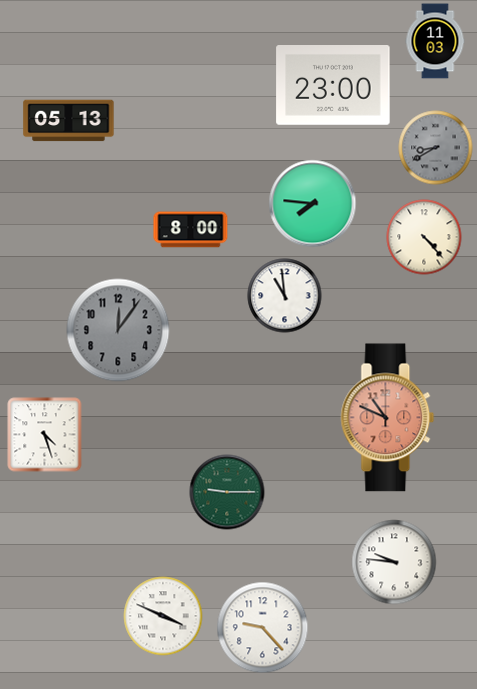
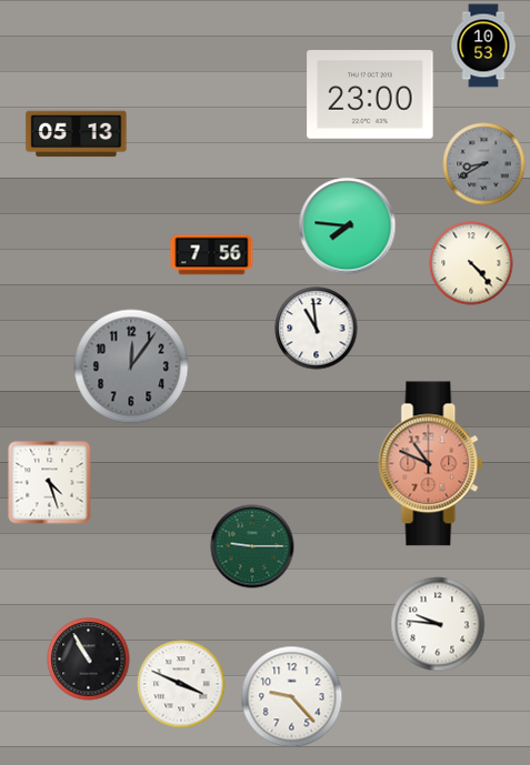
clock at (435, 41): 11:03 -> 10:53
clock at (191, 230): 8:00 -> 7:56
clock at (89, 660): none -> 10:55
